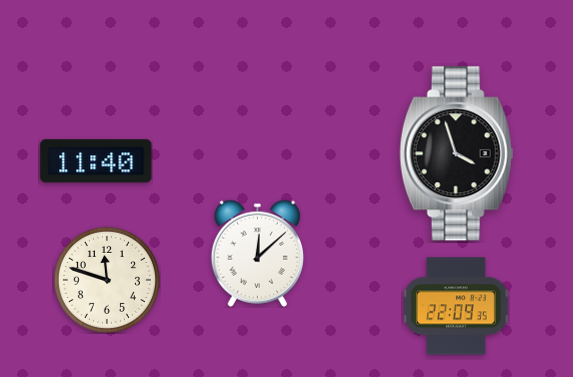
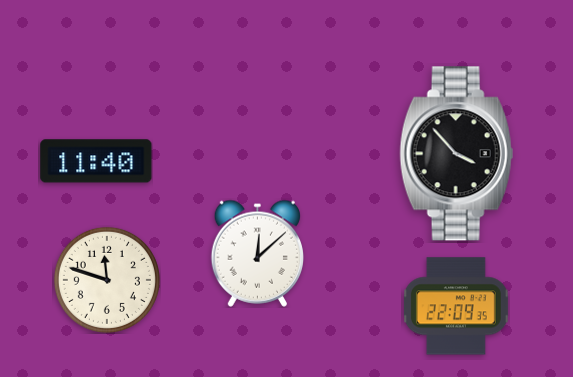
clock at (457, 154): 3:57 -> 3:53
